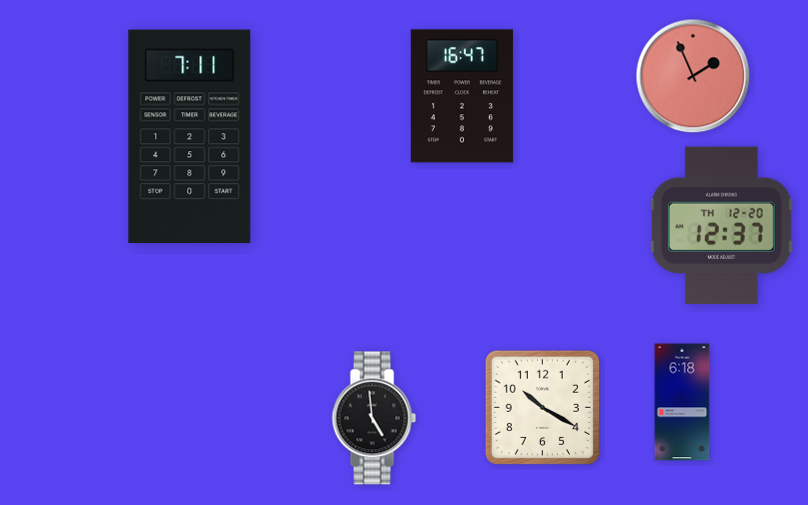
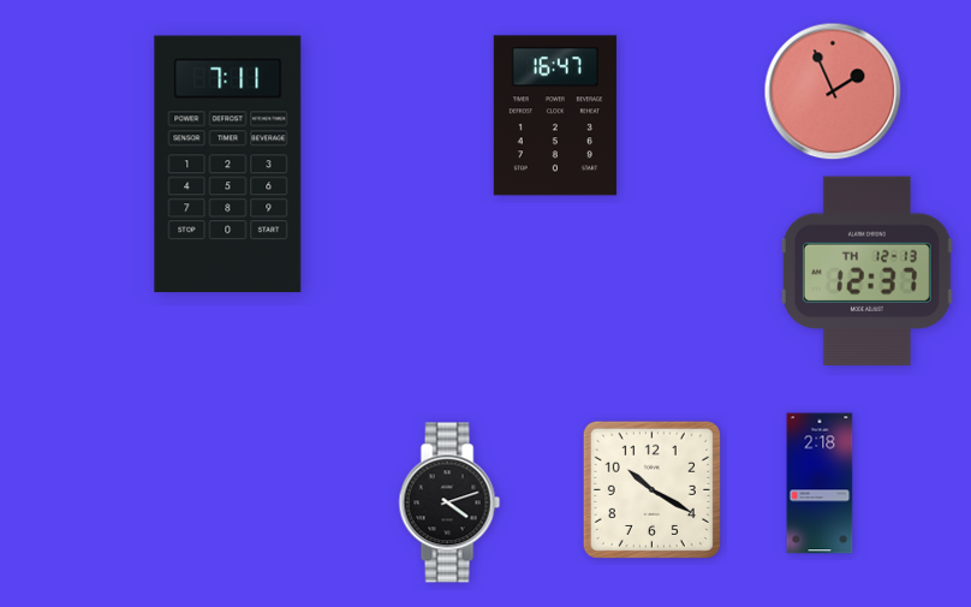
clock at (721, 226) date: TH 12-20 -> TH 12-13
clock at (682, 402): 6:18 -> 2:18
clock at (374, 418): 4:59 -> 4:12
